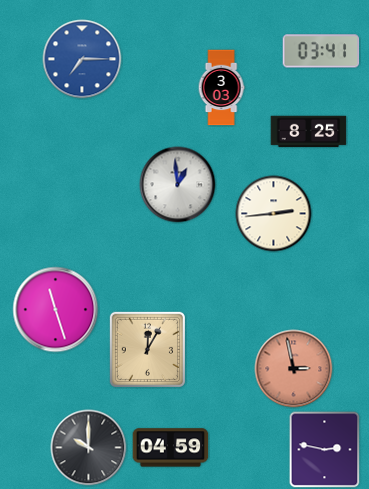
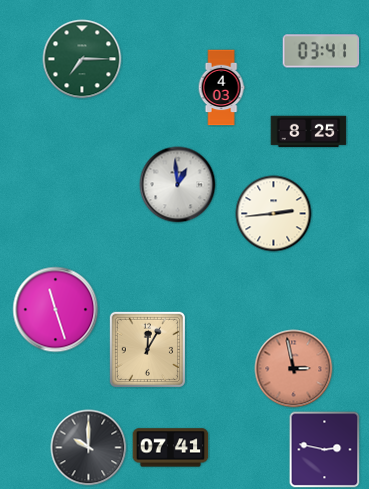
clock at (82, 59) dial: blue -> green
clock at (221, 88): 3:03 -> 4:03
clock at (171, 448): 04:59 -> 07:41
